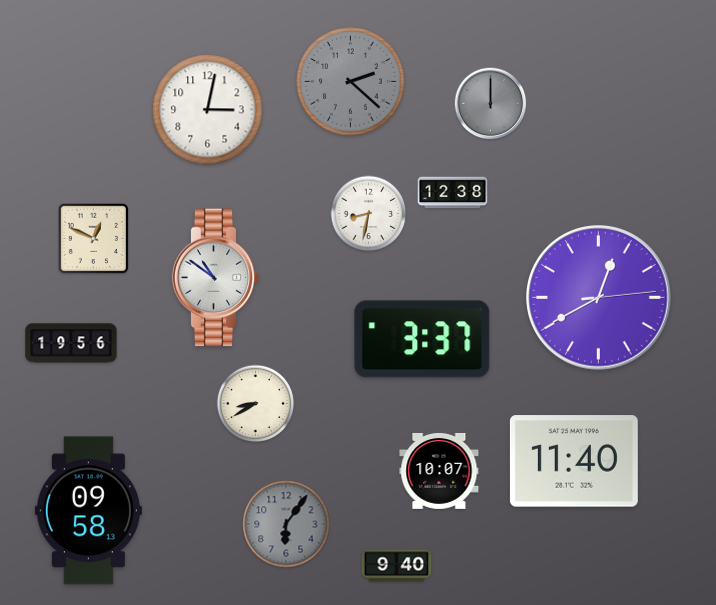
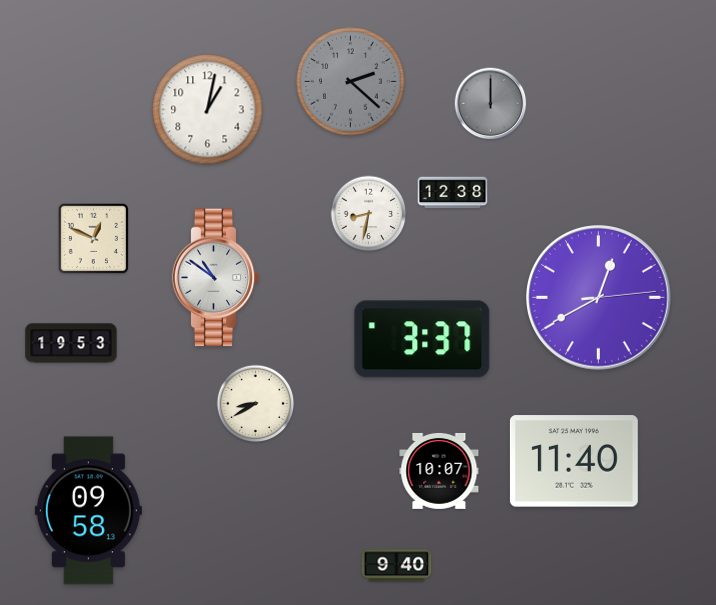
clock at (208, 110): 3:02 -> 1:02
clock at (71, 343): 19:56 -> 19:53
clock at (286, 524): 6:06 -> none
